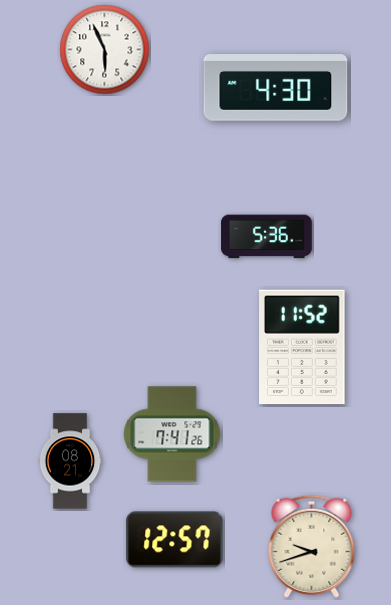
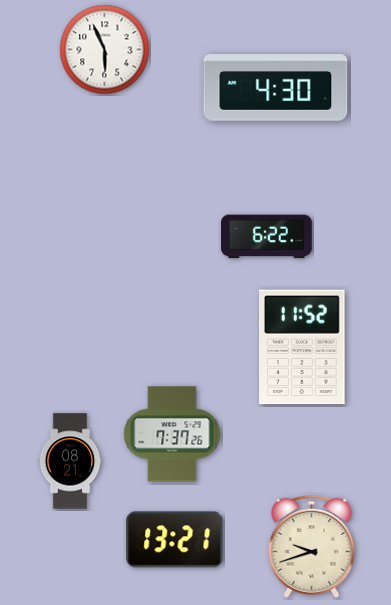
clock at (267, 237): 5:36 -> 6:22
clock at (172, 434): 7:41 -> 7:37
clock at (175, 540): 12:57 -> 13:21
